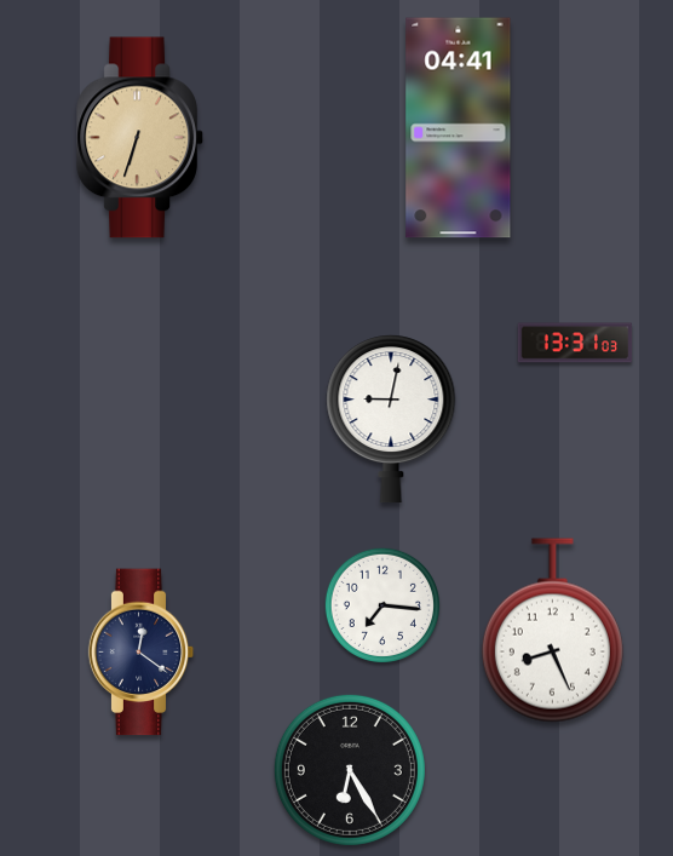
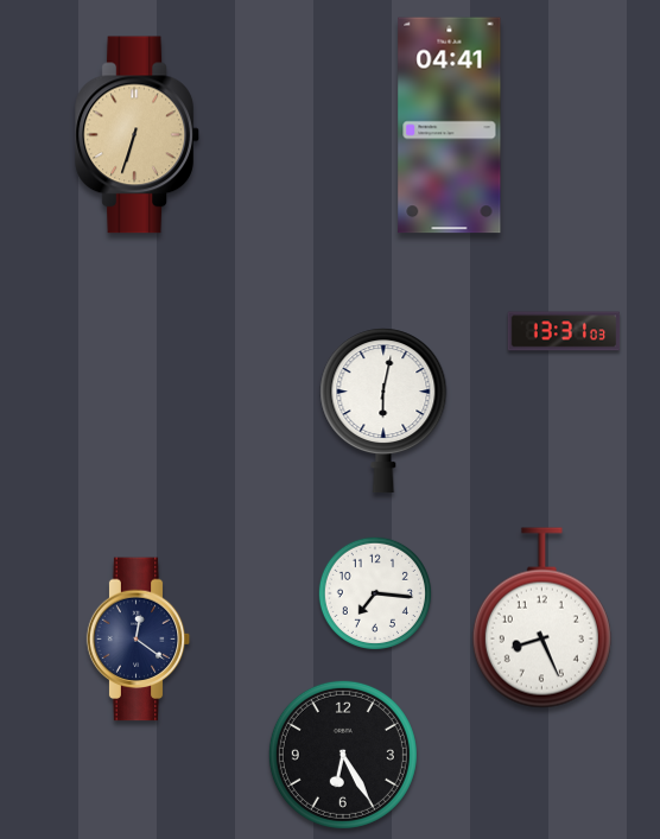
clock at (575, 343) position: (575, 343) -> (564, 331)
clock at (391, 419): 9:02 -> 6:02
